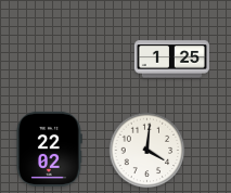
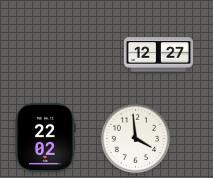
clock at (171, 60): 1:25 -> 12:27
clock at (147, 151): 4:01 -> 3:59
